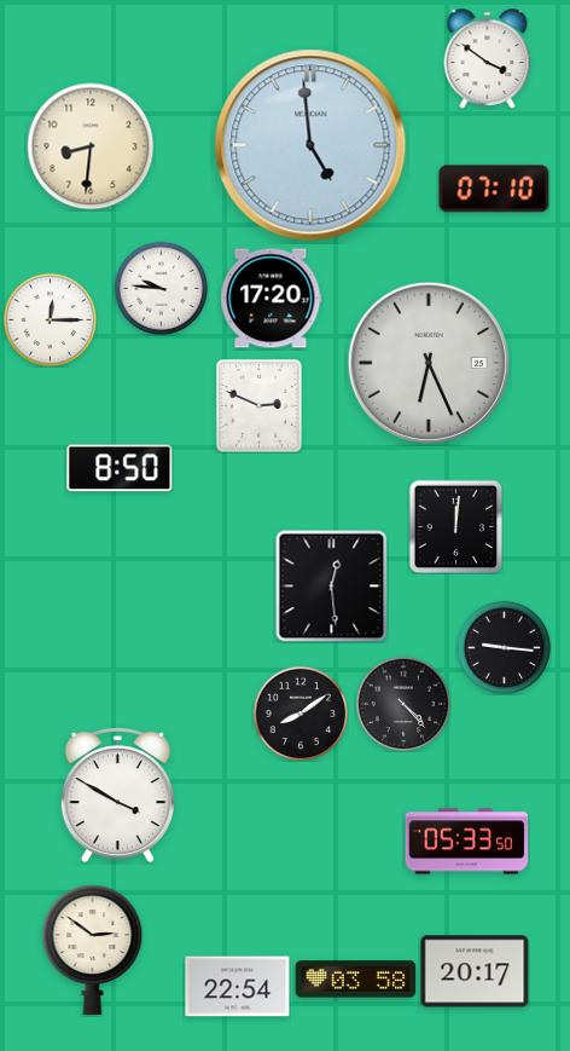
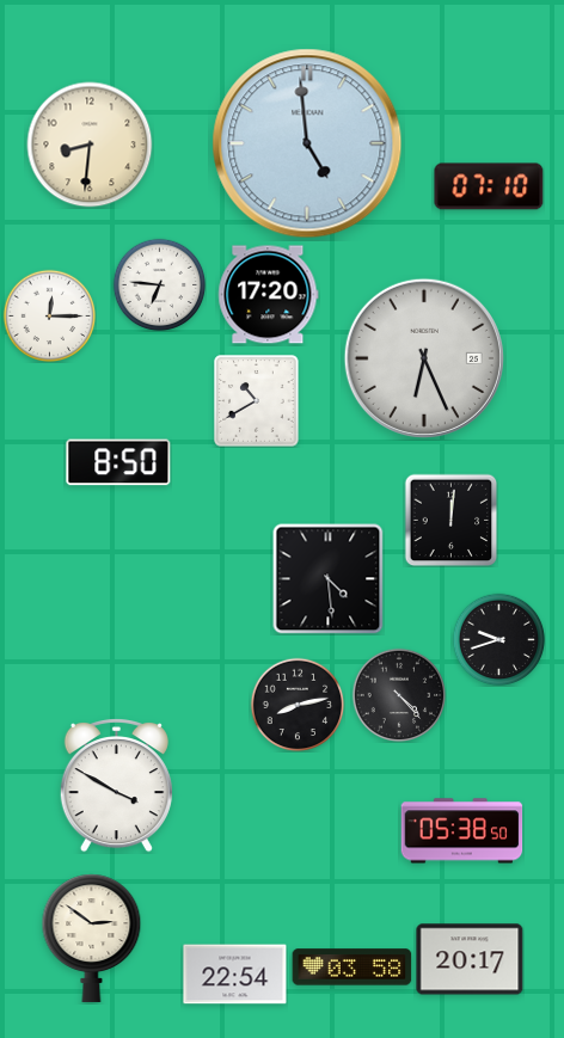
clock at (488, 58): 3:51 -> none
clock at (161, 288): 9:46 -> 6:46
clock at (260, 406): 2:49 -> 10:40
clock at (331, 585): 12:29 -> 4:29
clock at (504, 647): 9:16 -> 9:42
clock at (301, 714): 8:09 -> 8:13
clock at (467, 842): 05:33 -> 05:38
